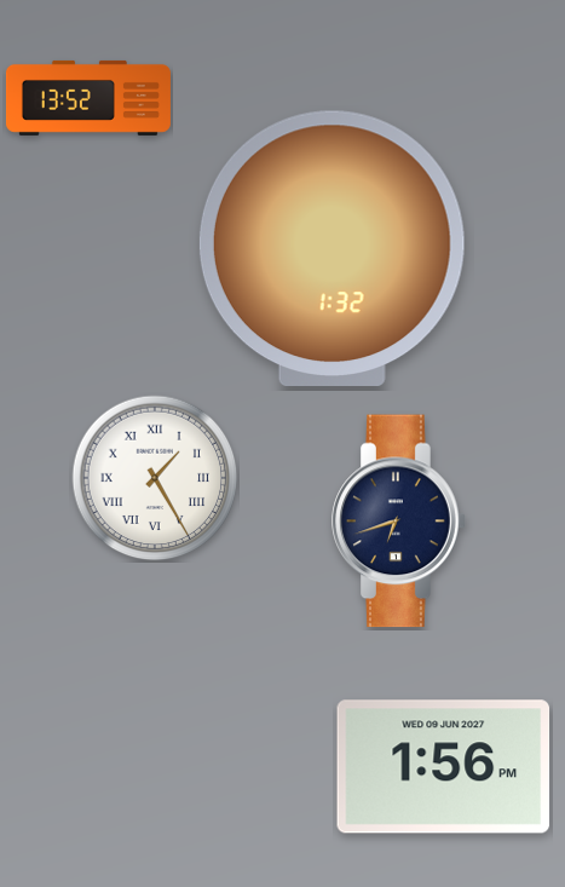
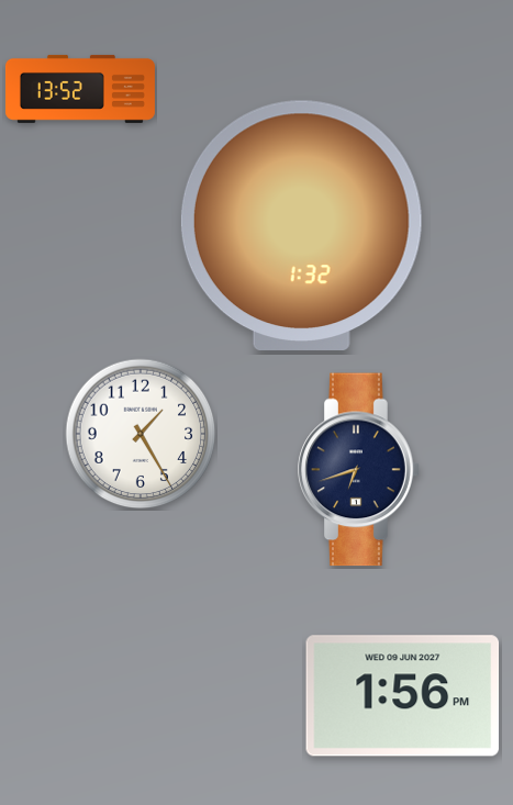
clock at (155, 478) numerals: Roman -> Arabic
clock at (399, 522) position: (399, 522) -> (359, 470)
